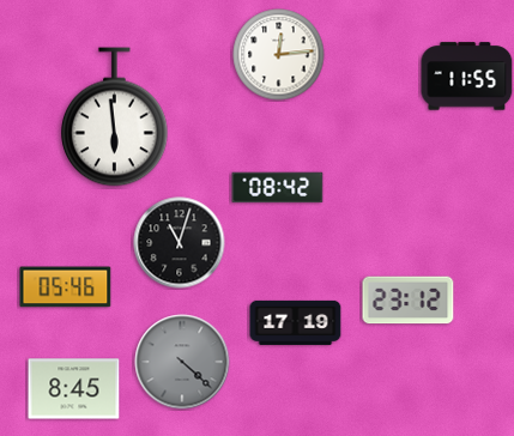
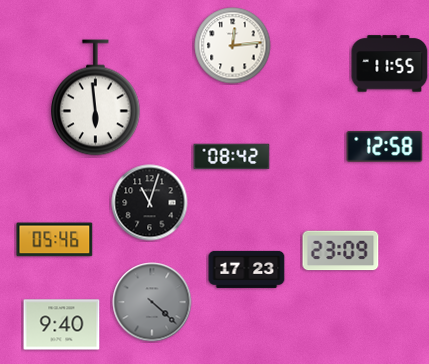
clock at (385, 146): none -> 12:58
clock at (409, 301): 23:12 -> 23:09
clock at (296, 322): 17:19 -> 17:23
clock at (74, 389): 8:45 -> 9:40
